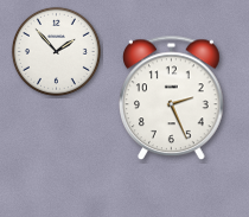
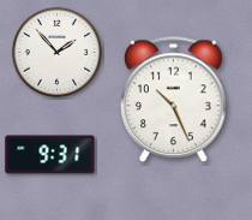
clock at (172, 98): 2:26 -> 10:26
clock at (50, 155): none -> 9:31
